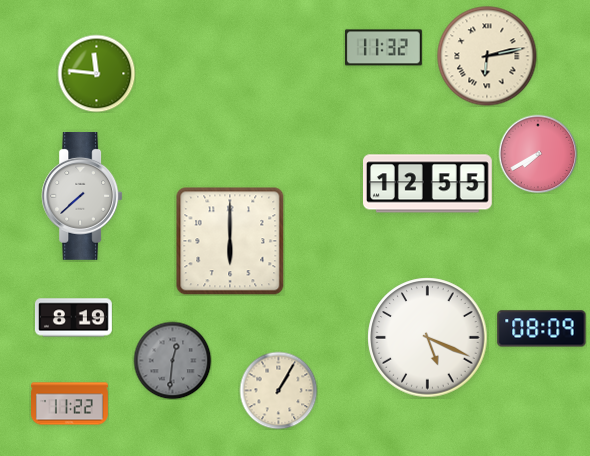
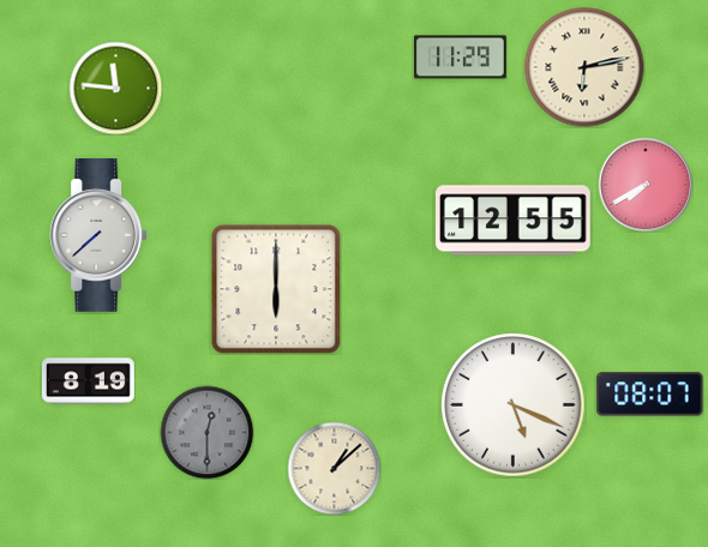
clock at (383, 48): 11:32 -> 11:29
clock at (542, 329): 08:09 -> 08:07
clock at (172, 360): 12:31 -> 12:30
clock at (278, 390): 1:05 -> 1:08
clock at (70, 404): 11:22 -> none
